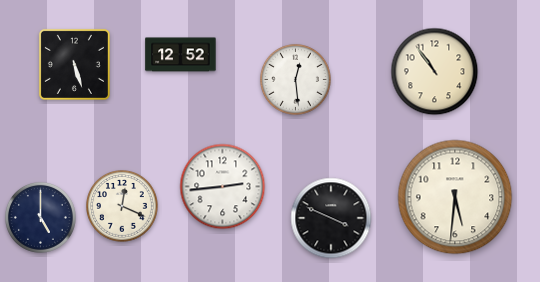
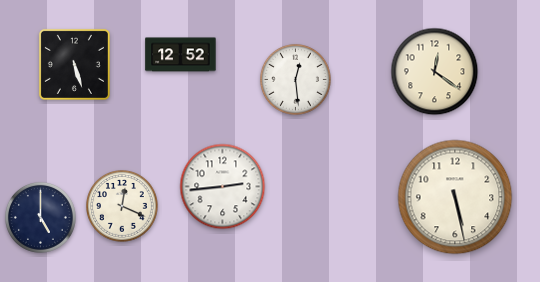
clock at (435, 72): 10:54 -> 12:21
clock at (455, 197): 5:31 -> 5:28
clock at (331, 218): 3:49 -> none
